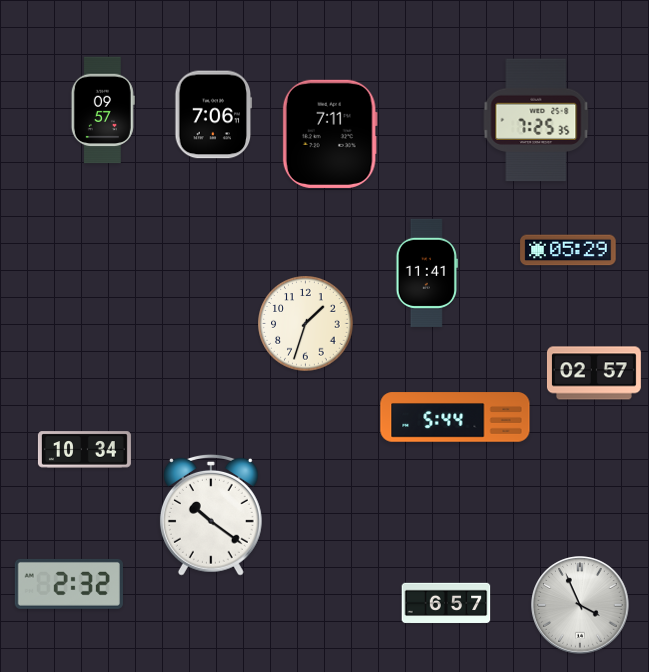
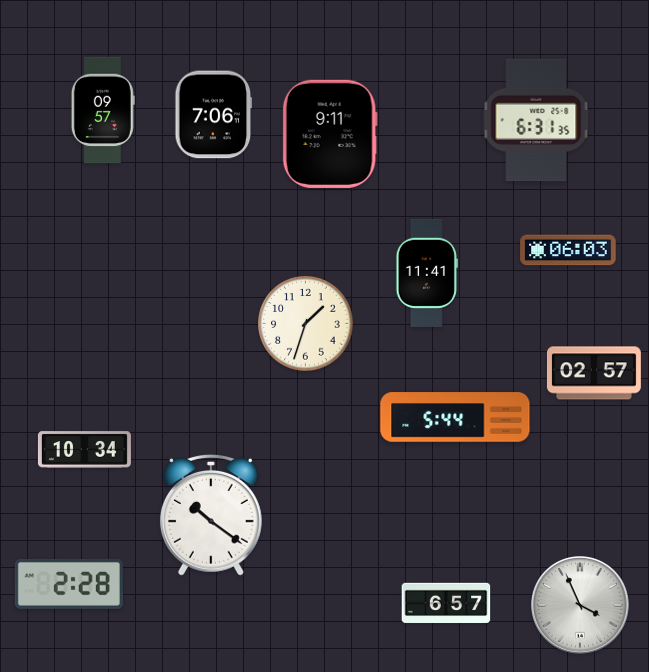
clock at (536, 120): 7:25 -> 6:31
clock at (330, 134): 7:11 -> 9:11
clock at (568, 250): 05:29 -> 06:03
clock at (69, 584): 2:32 -> 2:28
